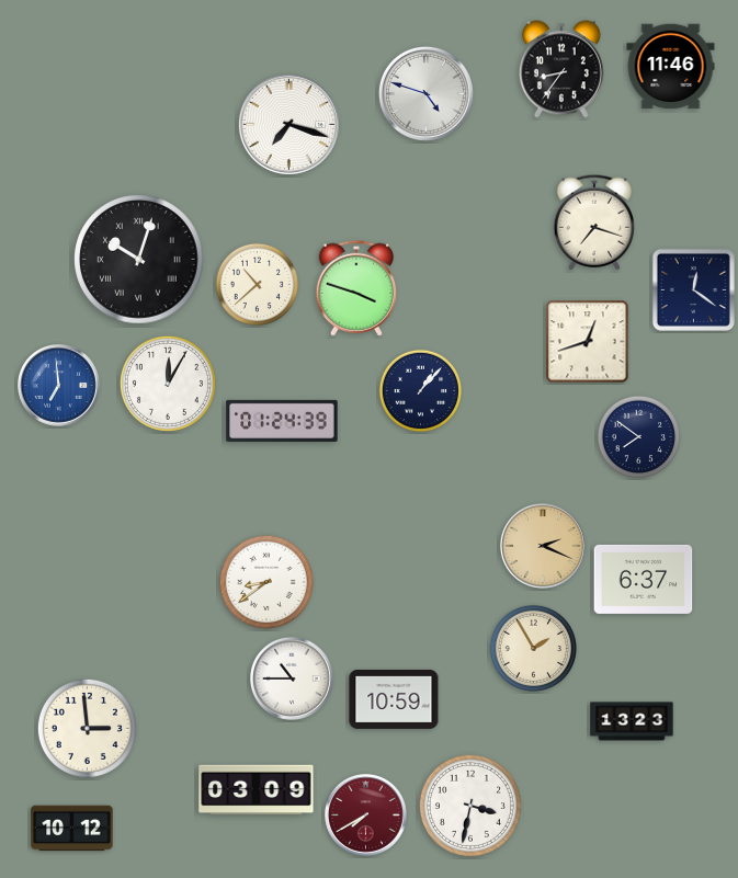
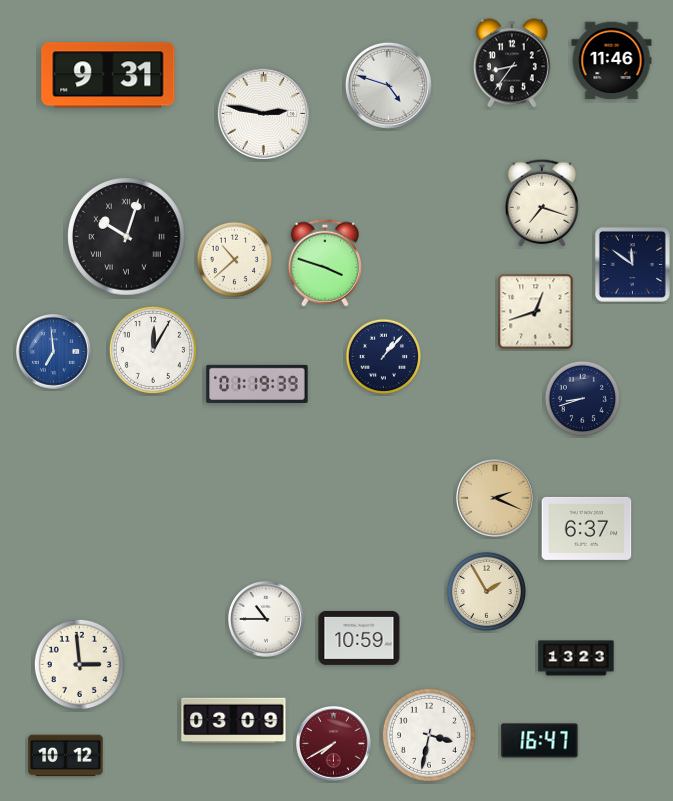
clock at (108, 75): none -> 9:31
clock at (288, 124): 7:18 -> 2:47
clock at (693, 289): 12:21 -> 11:51
clock at (282, 421): 01:24 -> 01:19
clock at (638, 436): 7:51 -> 8:42
clock at (266, 582): 8:39 -> none
clock at (540, 741): none -> 16:47
